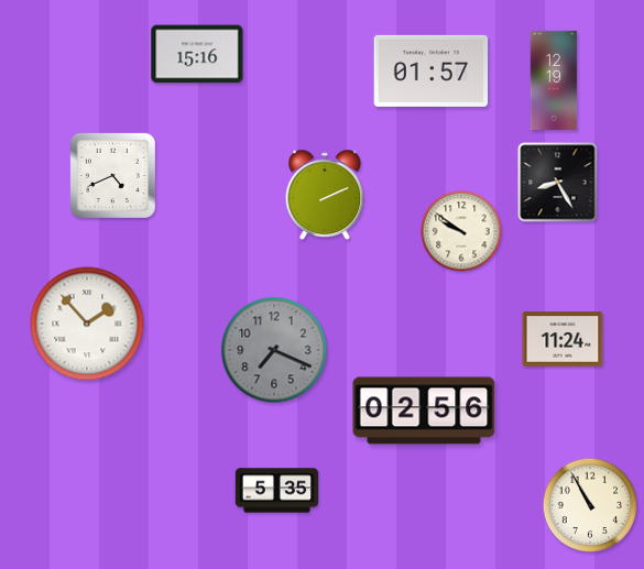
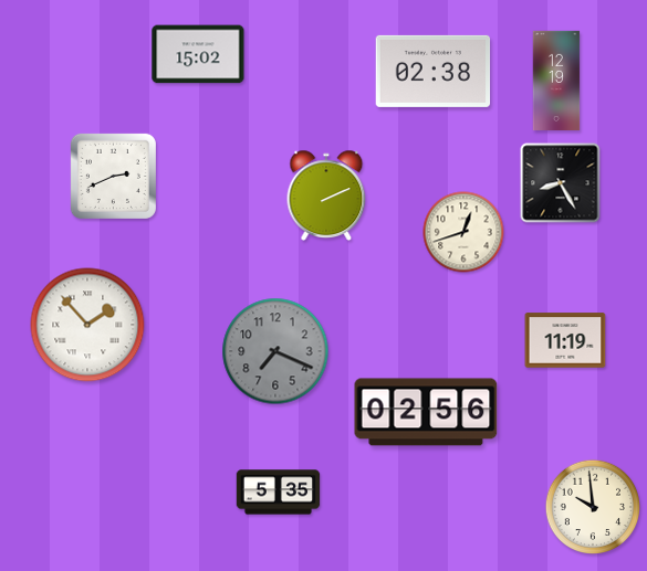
clock at (197, 54): 15:16 -> 15:02
clock at (432, 70): 01:57 -> 02:38
clock at (112, 175): 4:41 -> 2:41
clock at (461, 231): 9:51 -> 12:42
clock at (563, 339): 11:24 -> 11:19
clock at (589, 504): 10:55 -> 9:59
